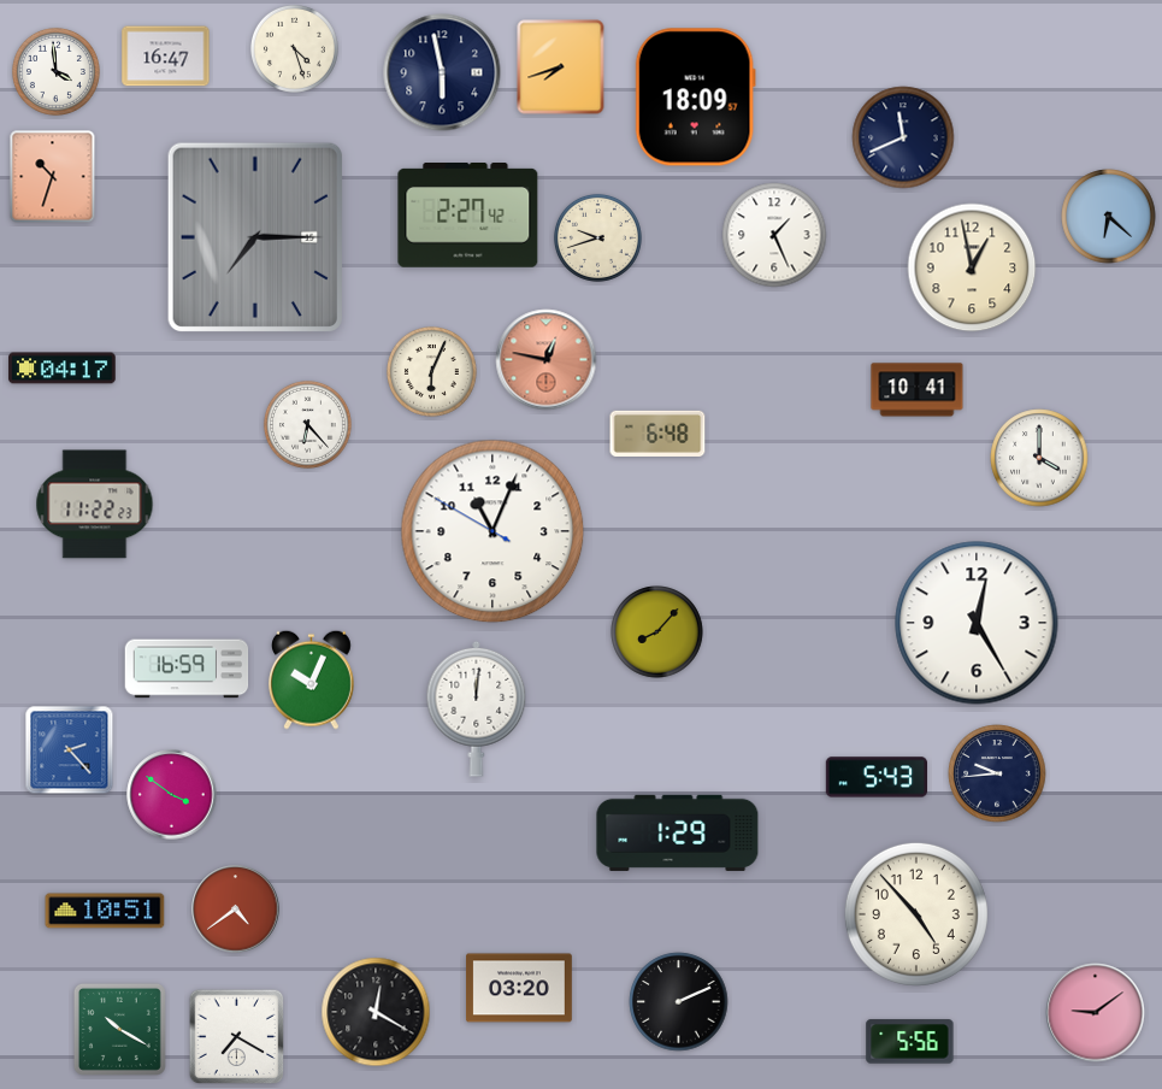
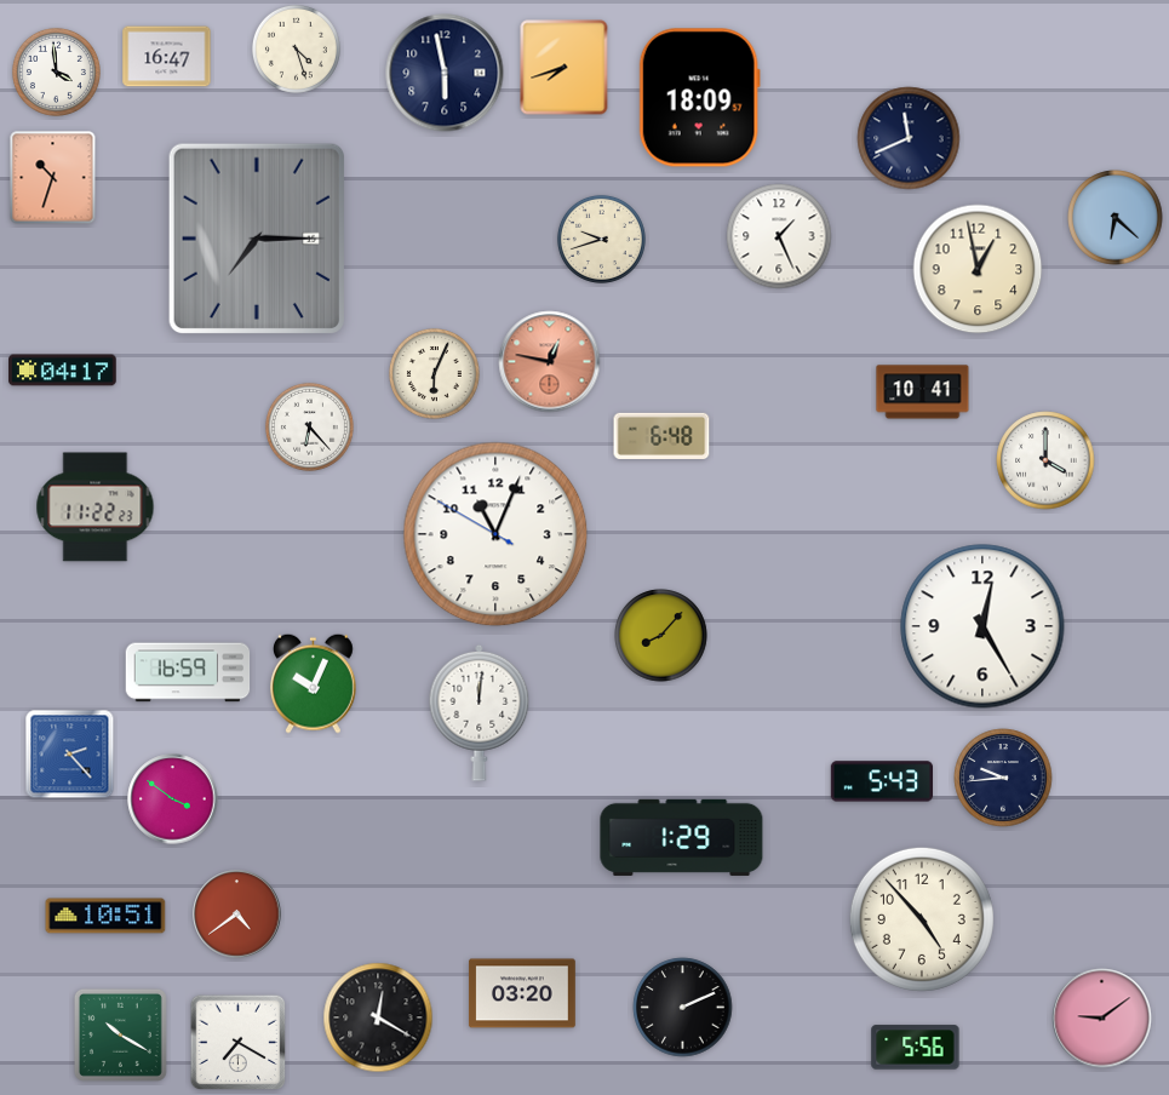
clock at (468, 216): 2:27 -> none
